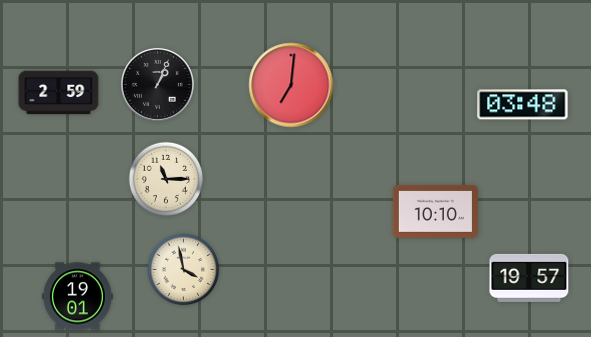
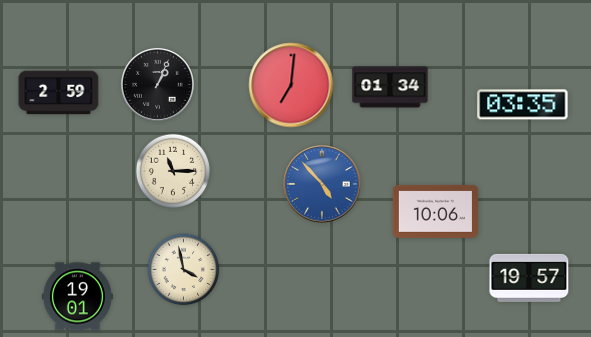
clock at (390, 87): none -> 01:34
clock at (523, 105): 03:48 -> 03:35
clock at (165, 178) position: (165, 178) -> (172, 170)
clock at (322, 184): none -> 4:53
clock at (435, 211): 10:10 -> 10:06
